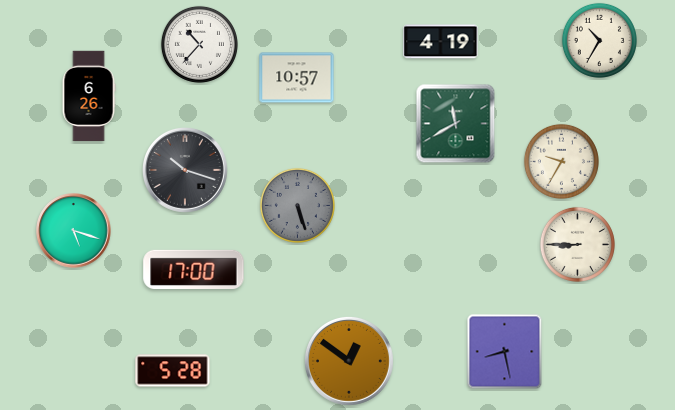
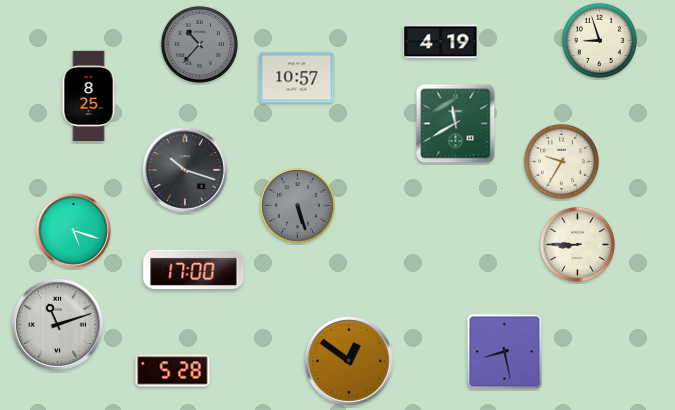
clock at (599, 40): 10:35 -> 8:57
clock at (199, 44) dial: white -> grey
clock at (89, 96): 6:26 -> 8:25
clock at (57, 324): none -> 11:12
